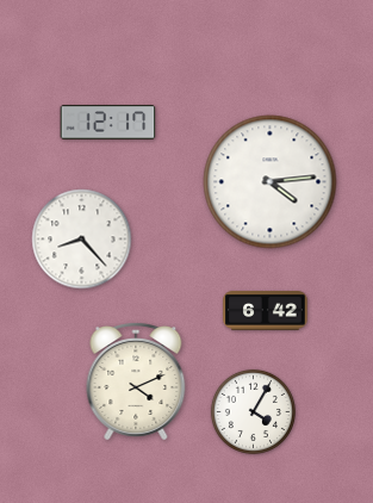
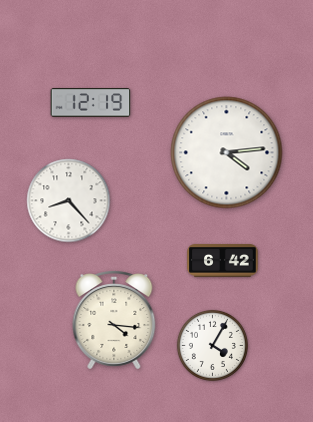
clock at (108, 123): 12:17 -> 12:19
clock at (136, 383): 4:11 -> 4:16
